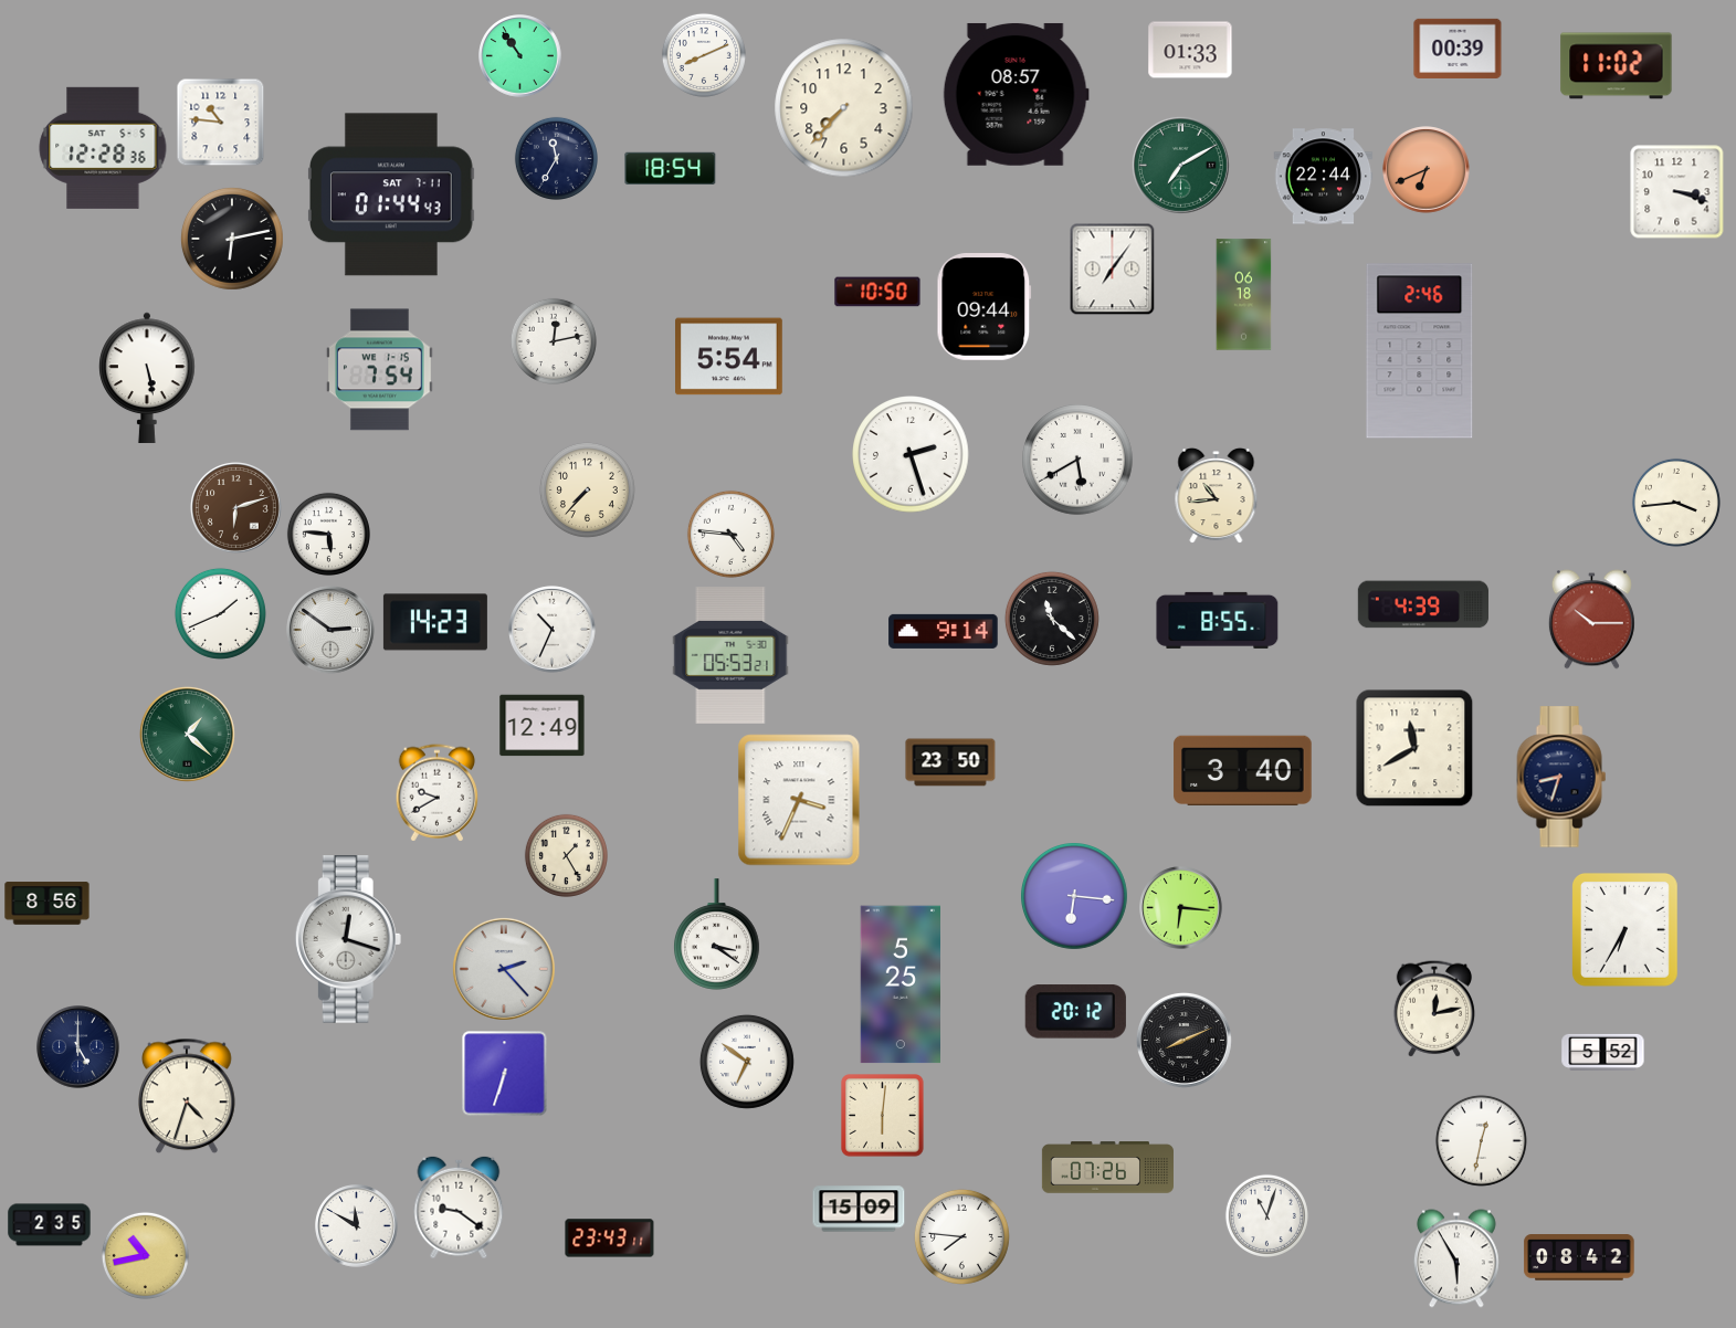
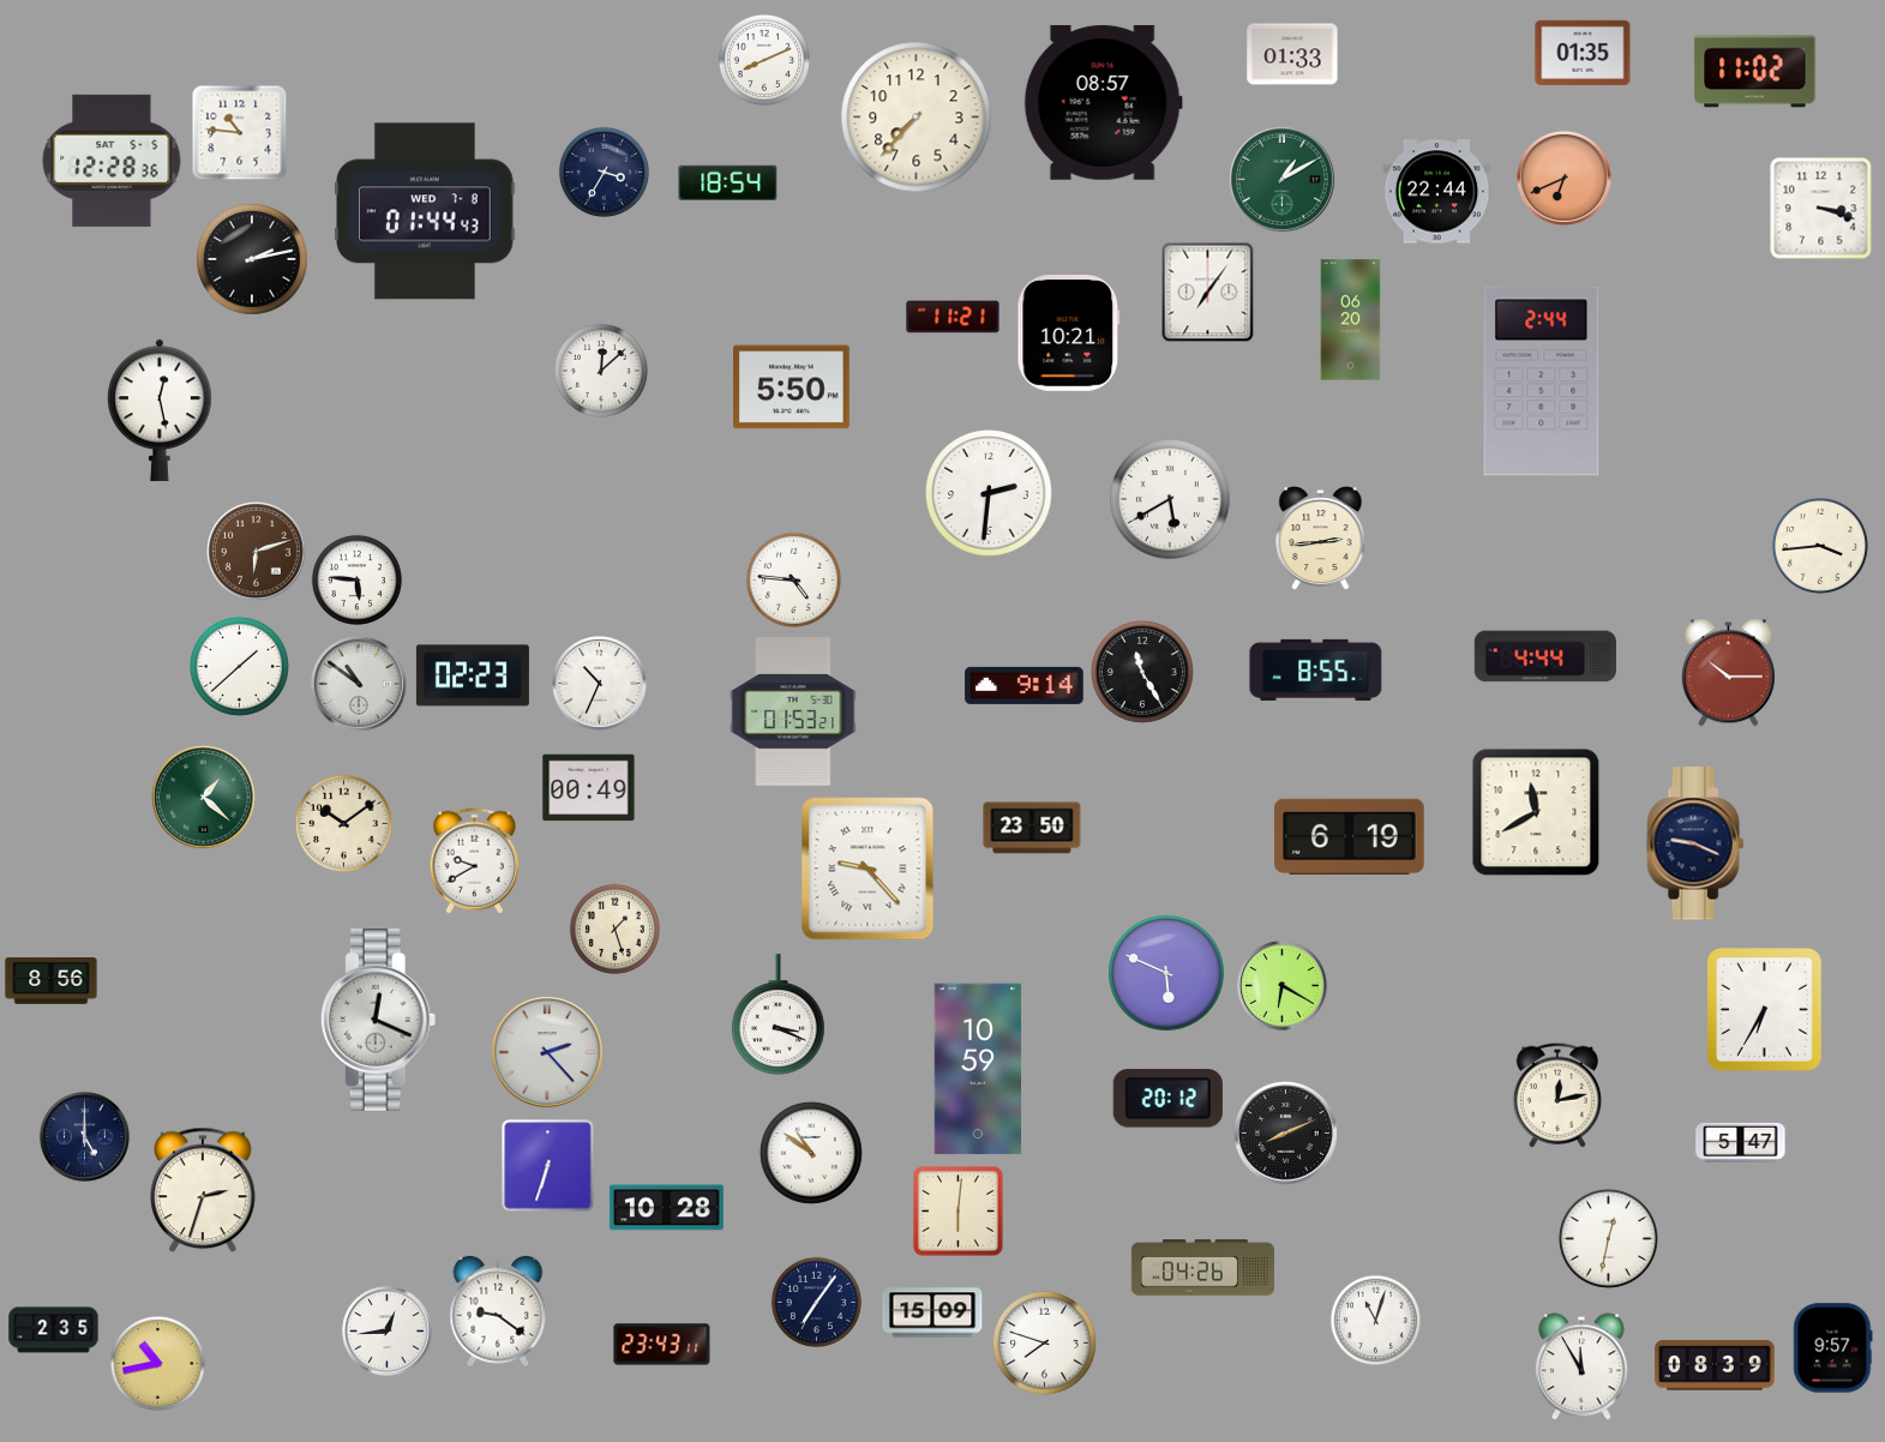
clock at (1458, 49): 00:39 -> 01:35
clock at (520, 56): 10:54 -> none
clock at (556, 158): 11:35 -> 3:35
clock at (1180, 165): 7:10 -> 1:10
clock at (1427, 170) position: (1427, 170) -> (1565, 179)
clock at (392, 194) date: SAT 7-11 -> WED 7-8
clock at (232, 239): 6:13 -> 2:13
clock at (877, 292): 10:50 -> 11:21
clock at (1244, 295): 06:18 -> 06:20
clock at (985, 307): 09:44 -> 10:21
clock at (554, 341): 12:13 -> 12:08
clock at (1420, 351): 2:46 -> 2:44
clock at (729, 357): 5:54 -> 5:50
clock at (380, 370): 7:54 -> none
clock at (147, 378): 5:28 -> 12:28
clock at (911, 454): 2:27 -> 2:31
clock at (587, 489): 7:37 -> none
clock at (1217, 496): 10:44 -> 2:44
clock at (1423, 604): 4:39 -> 4:44
clock at (220, 613): 1:41 -> 1:38
clock at (1052, 619): 11:22 -> 11:25
clock at (1218, 620) position: (1218, 620) -> (1316, 669)
clock at (435, 622): 14:23 -> 02:23
clock at (332, 631): 2:51 -> 10:51
clock at (730, 655): 05:53 -> 01:53
clock at (543, 726): 12:49 -> 00:49
clock at (343, 823): none -> 10:09
clock at (1243, 770): 3:40 -> 6:19
clock at (1561, 777): 8:33 -> 9:19
clock at (799, 800): 3:34 -> 9:23
clock at (566, 855): 1:25 -> 1:27
clock at (1075, 897): 6:16 -> 5:49
clock at (1181, 908): 6:16 -> 6:20
clock at (717, 935): 3:21 -> 3:19
clock at (348, 939): 12:18 -> 12:19
clock at (901, 984): 5:25 -> 10:59
clock at (1183, 1040) position: (1183, 1040) -> (1285, 1132)
clock at (1603, 1052): 5:52 -> 5:47
clock at (747, 1062): 6:51 -> 10:51
clock at (187, 1096): 4:33 -> 2:33
clock at (666, 1208): none -> 10:28
clock at (1107, 1168): 07:26 -> 04:26
clock at (816, 1302): none -> 7:06
clock at (357, 1226): 11:50 -> 12:44
clock at (961, 1236): 7:46 -> 7:48
clock at (1833, 1348): none -> 9:57
clock at (1579, 1257): 08:42 -> 08:39
clock at (1456, 1258): 5:55 -> 11:55
